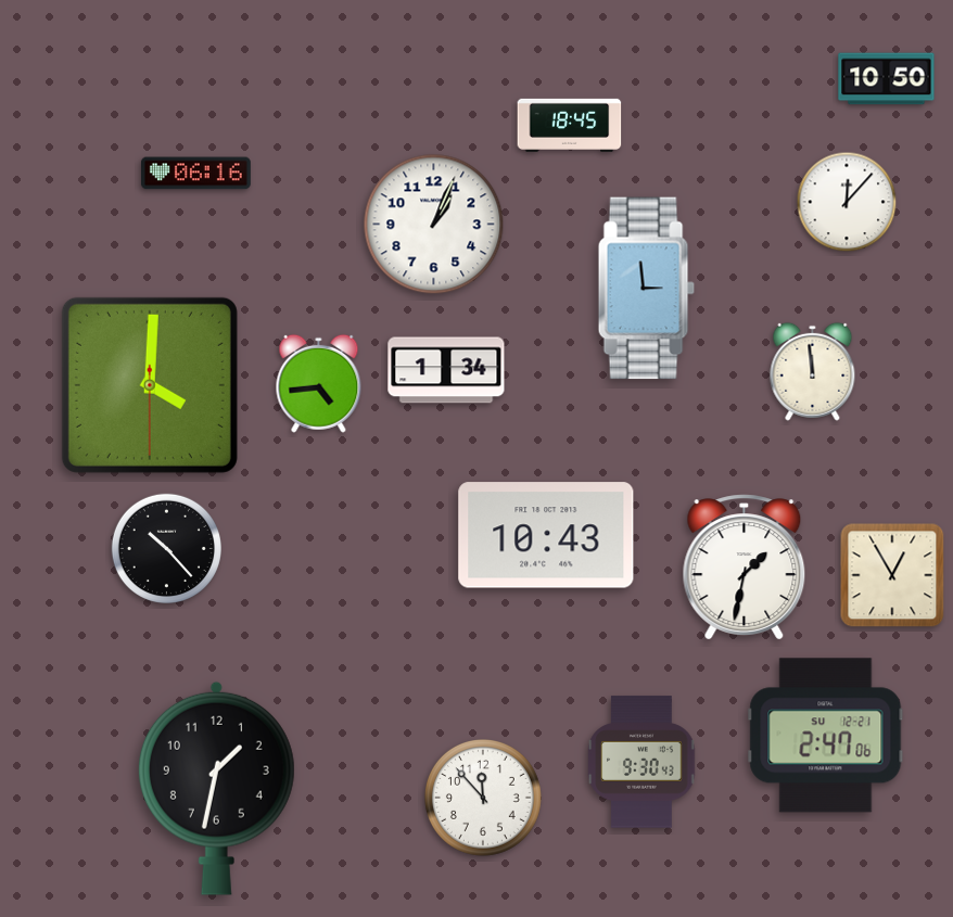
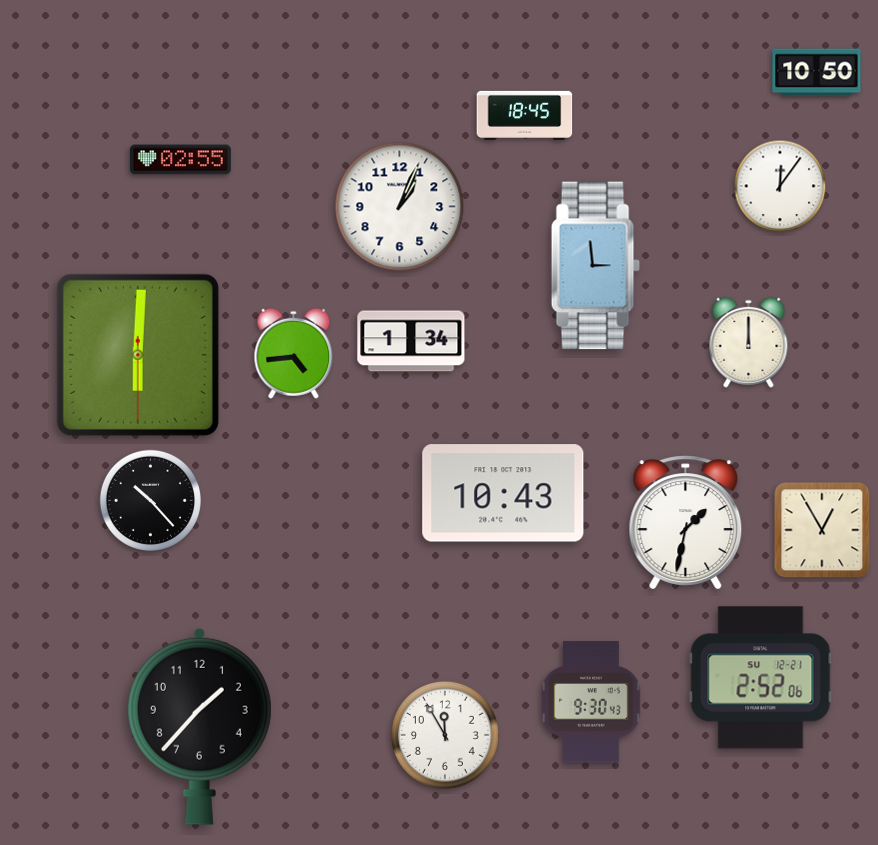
clock at (195, 174): 06:16 -> 02:55
clock at (847, 202): 12:07 -> 12:06
clock at (813, 371): 11:59 -> 12:00
clock at (150, 385): 4:00 -> 6:00
clock at (166, 548) position: (166, 548) -> (150, 500)
clock at (826, 736): 2:47 -> 2:52
clock at (216, 788): 1:32 -> 1:37
clock at (483, 798): 11:53 -> 11:55
